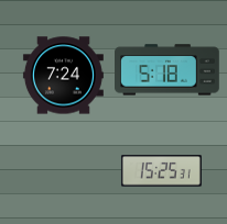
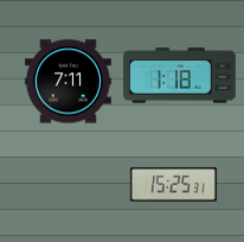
clock at (167, 70): 5:18 -> 1:18
clock at (63, 76): 7:24 -> 7:11
